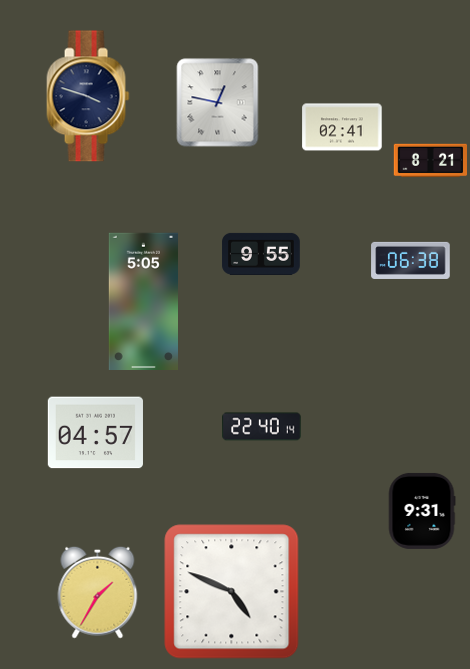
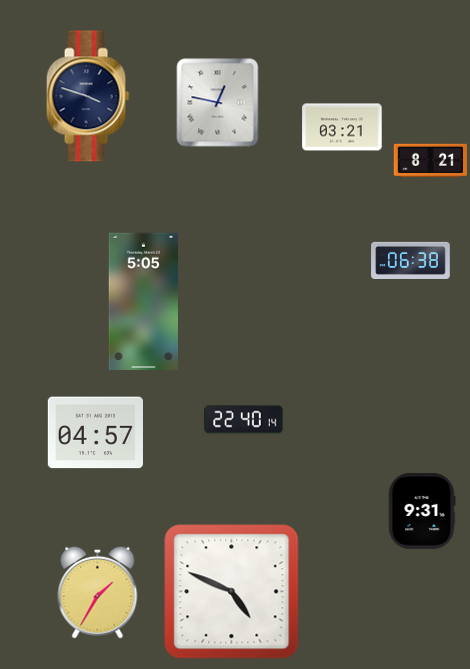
clock at (342, 127): 02:41 -> 03:21
clock at (261, 254): 9:55 -> none
clock at (262, 427) position: (262, 427) -> (244, 420)
